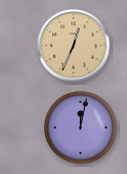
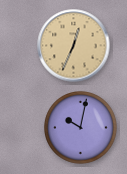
clock at (81, 128): 12:02 -> 10:02
